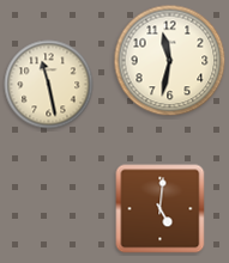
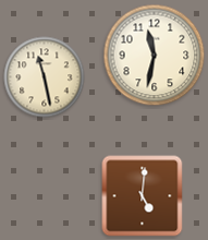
clock at (161, 209) position: (161, 209) -> (143, 196)
